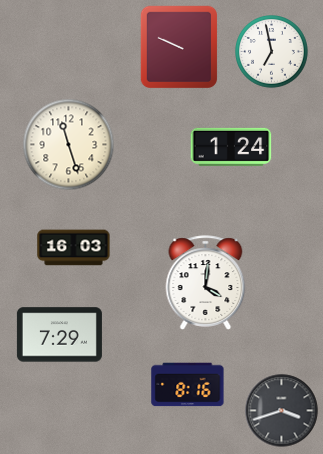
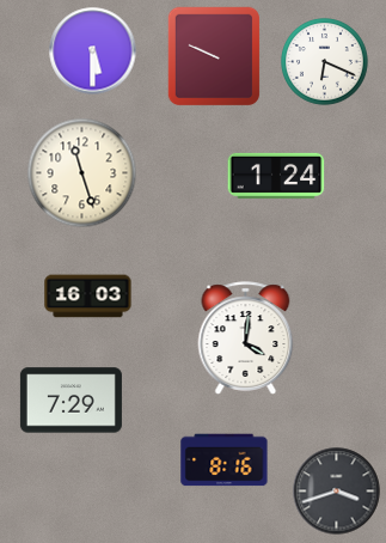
clock at (93, 51): none -> 5:30
clock at (272, 52): 6:58 -> 6:19
